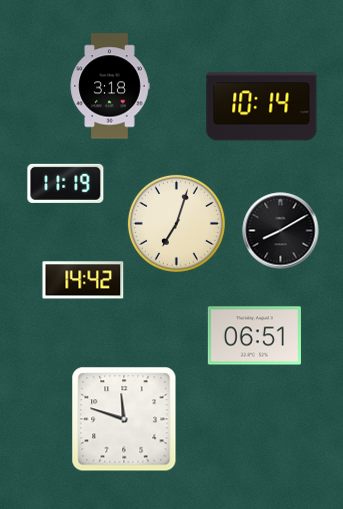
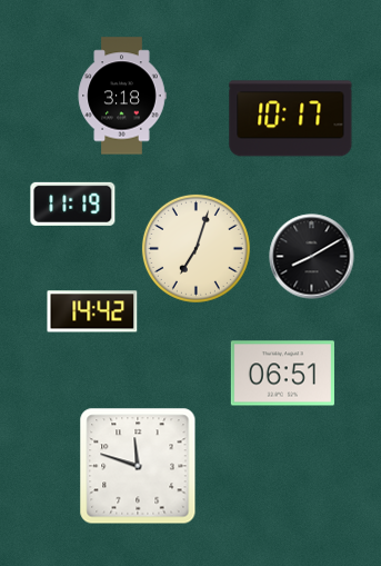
clock at (262, 107): 10:14 -> 10:17
